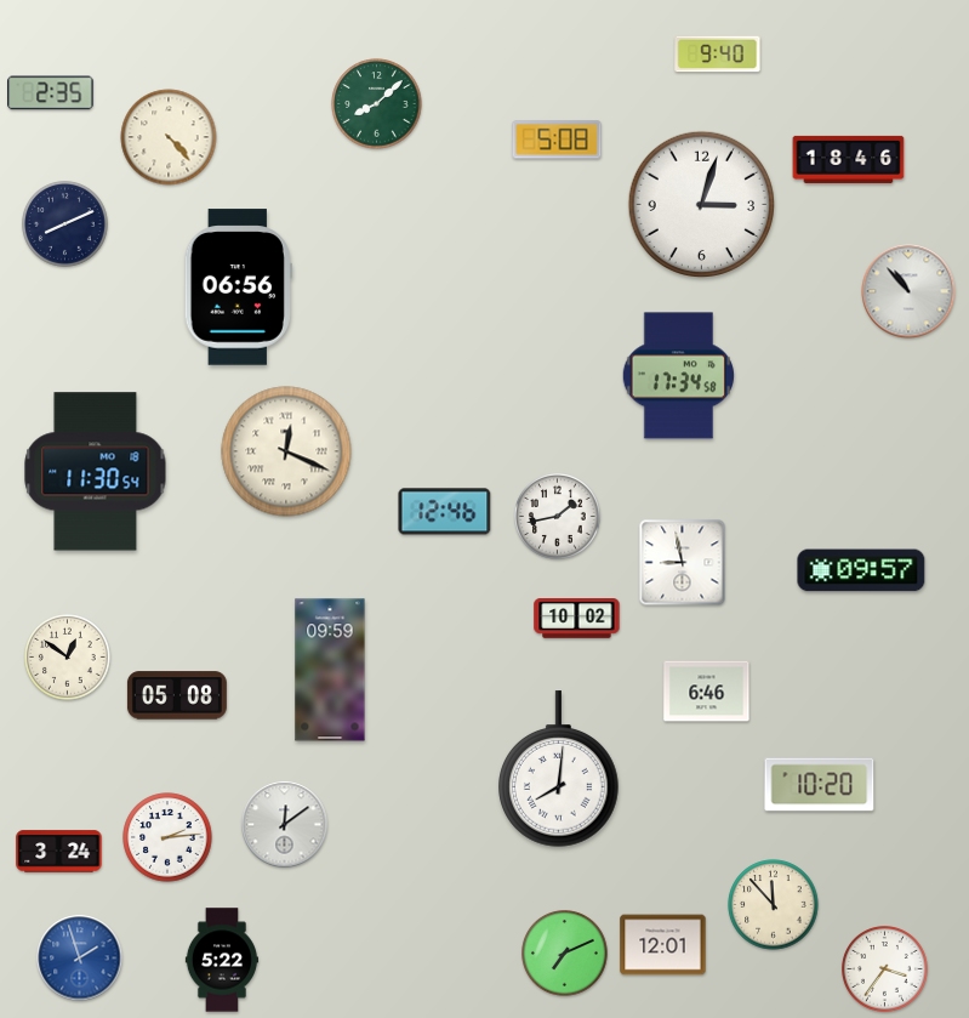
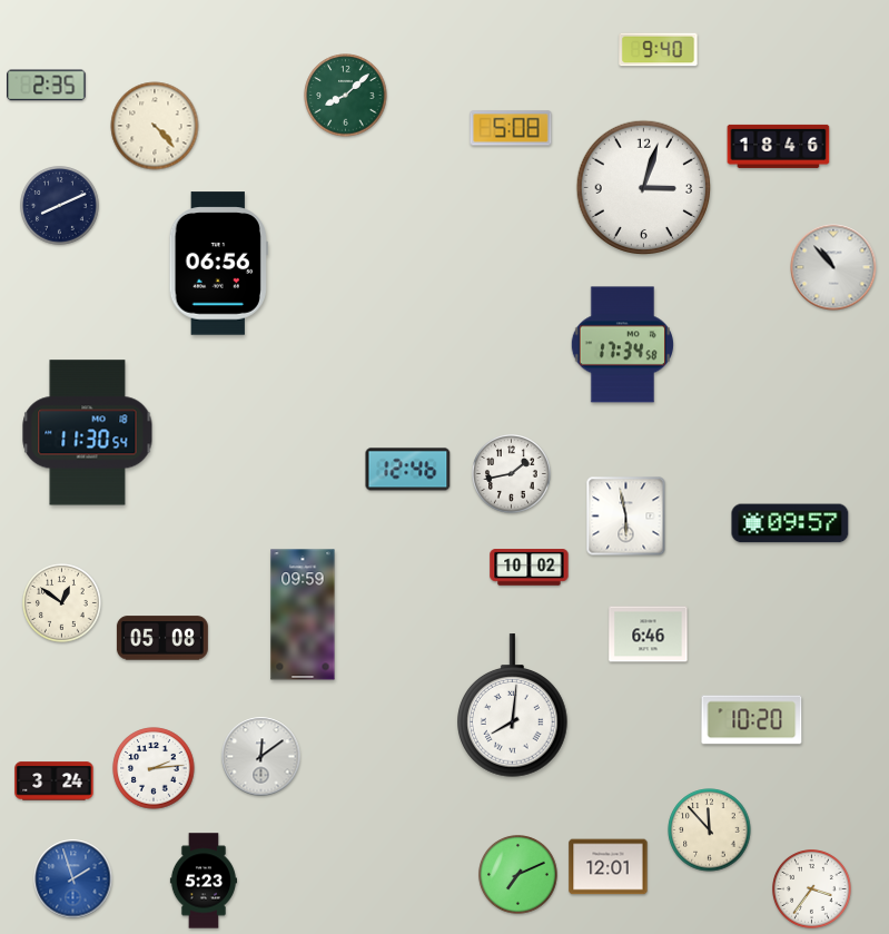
clock at (286, 451): 12:19 -> none
clock at (683, 563): 8:58 -> 5:58
clock at (221, 960): 5:22 -> 5:23
